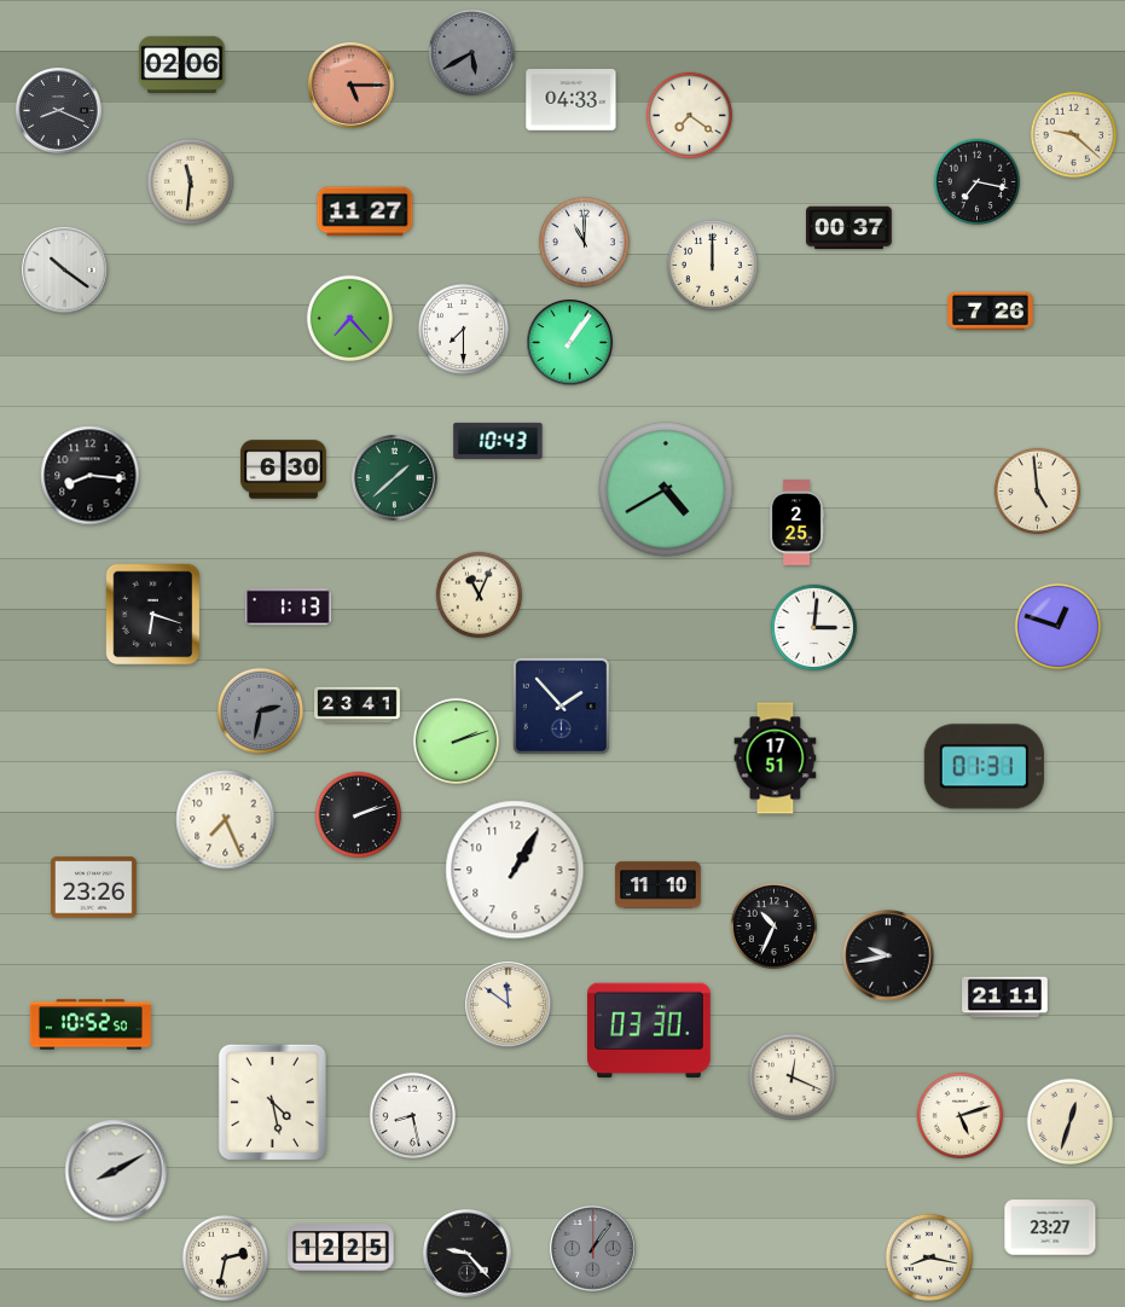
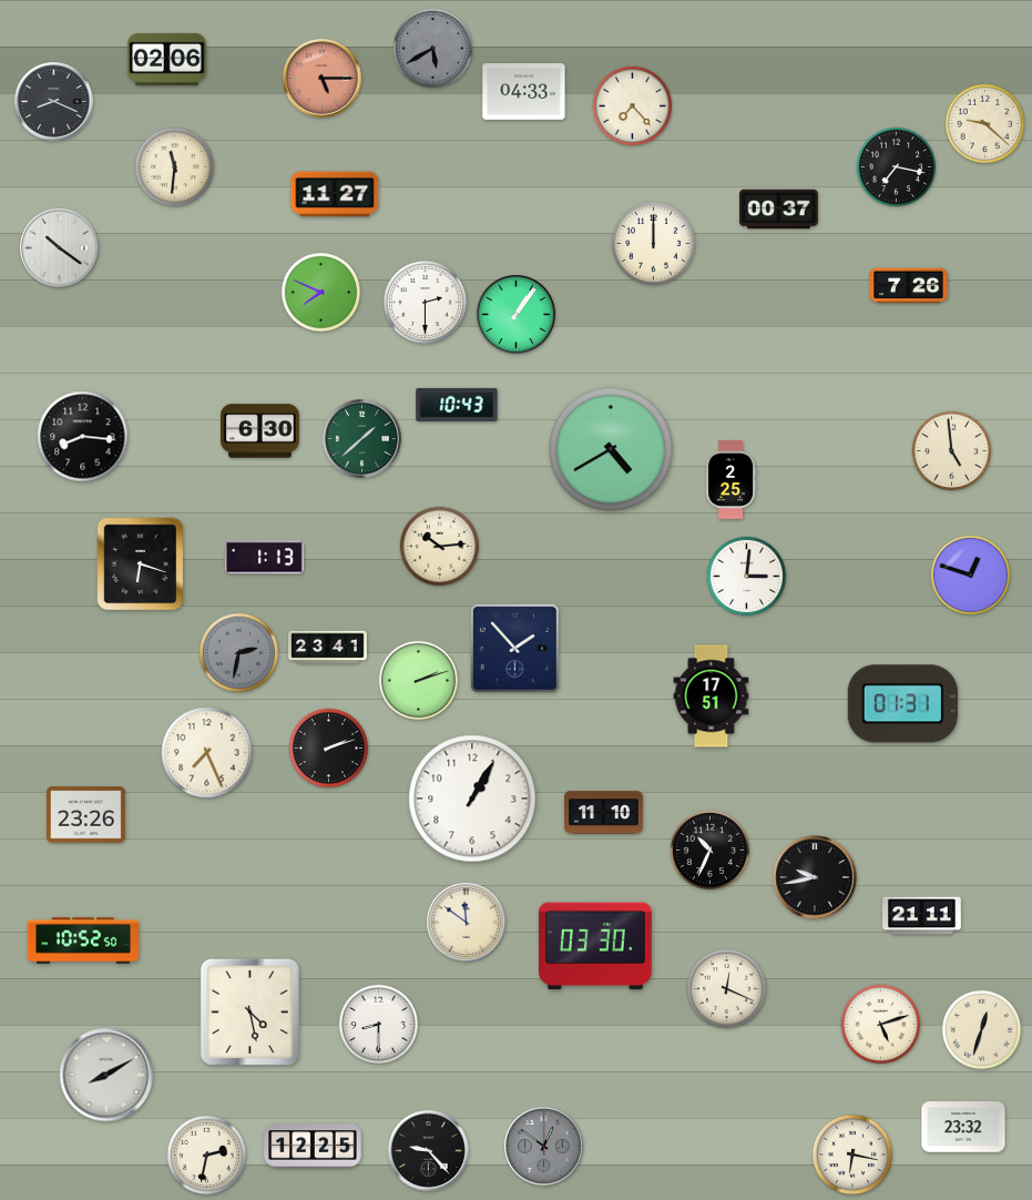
clock at (690, 116): 7:21 -> 7:23
clock at (584, 242): 11:00 -> none
clock at (350, 319): 7:23 -> 7:49
clock at (463, 329): 7:30 -> 2:30
clock at (570, 343) position: (570, 343) -> (517, 315)
clock at (480, 596): 11:04 -> 10:14
clock at (413, 1116): 8:28 -> 8:30
clock at (1050, 1227): 23:27 -> 23:32
clock at (593, 1249): 1:06 -> 12:51
clock at (928, 1256): 8:17 -> 6:17
